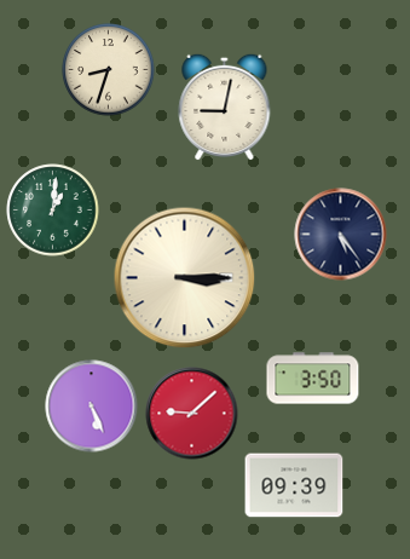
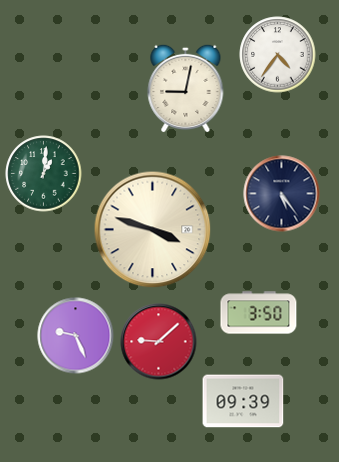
clock at (278, 55): none -> 4:36
clock at (109, 70): 8:33 -> none
clock at (185, 278): 3:15 -> 3:48
clock at (92, 407): 5:26 -> 9:26
